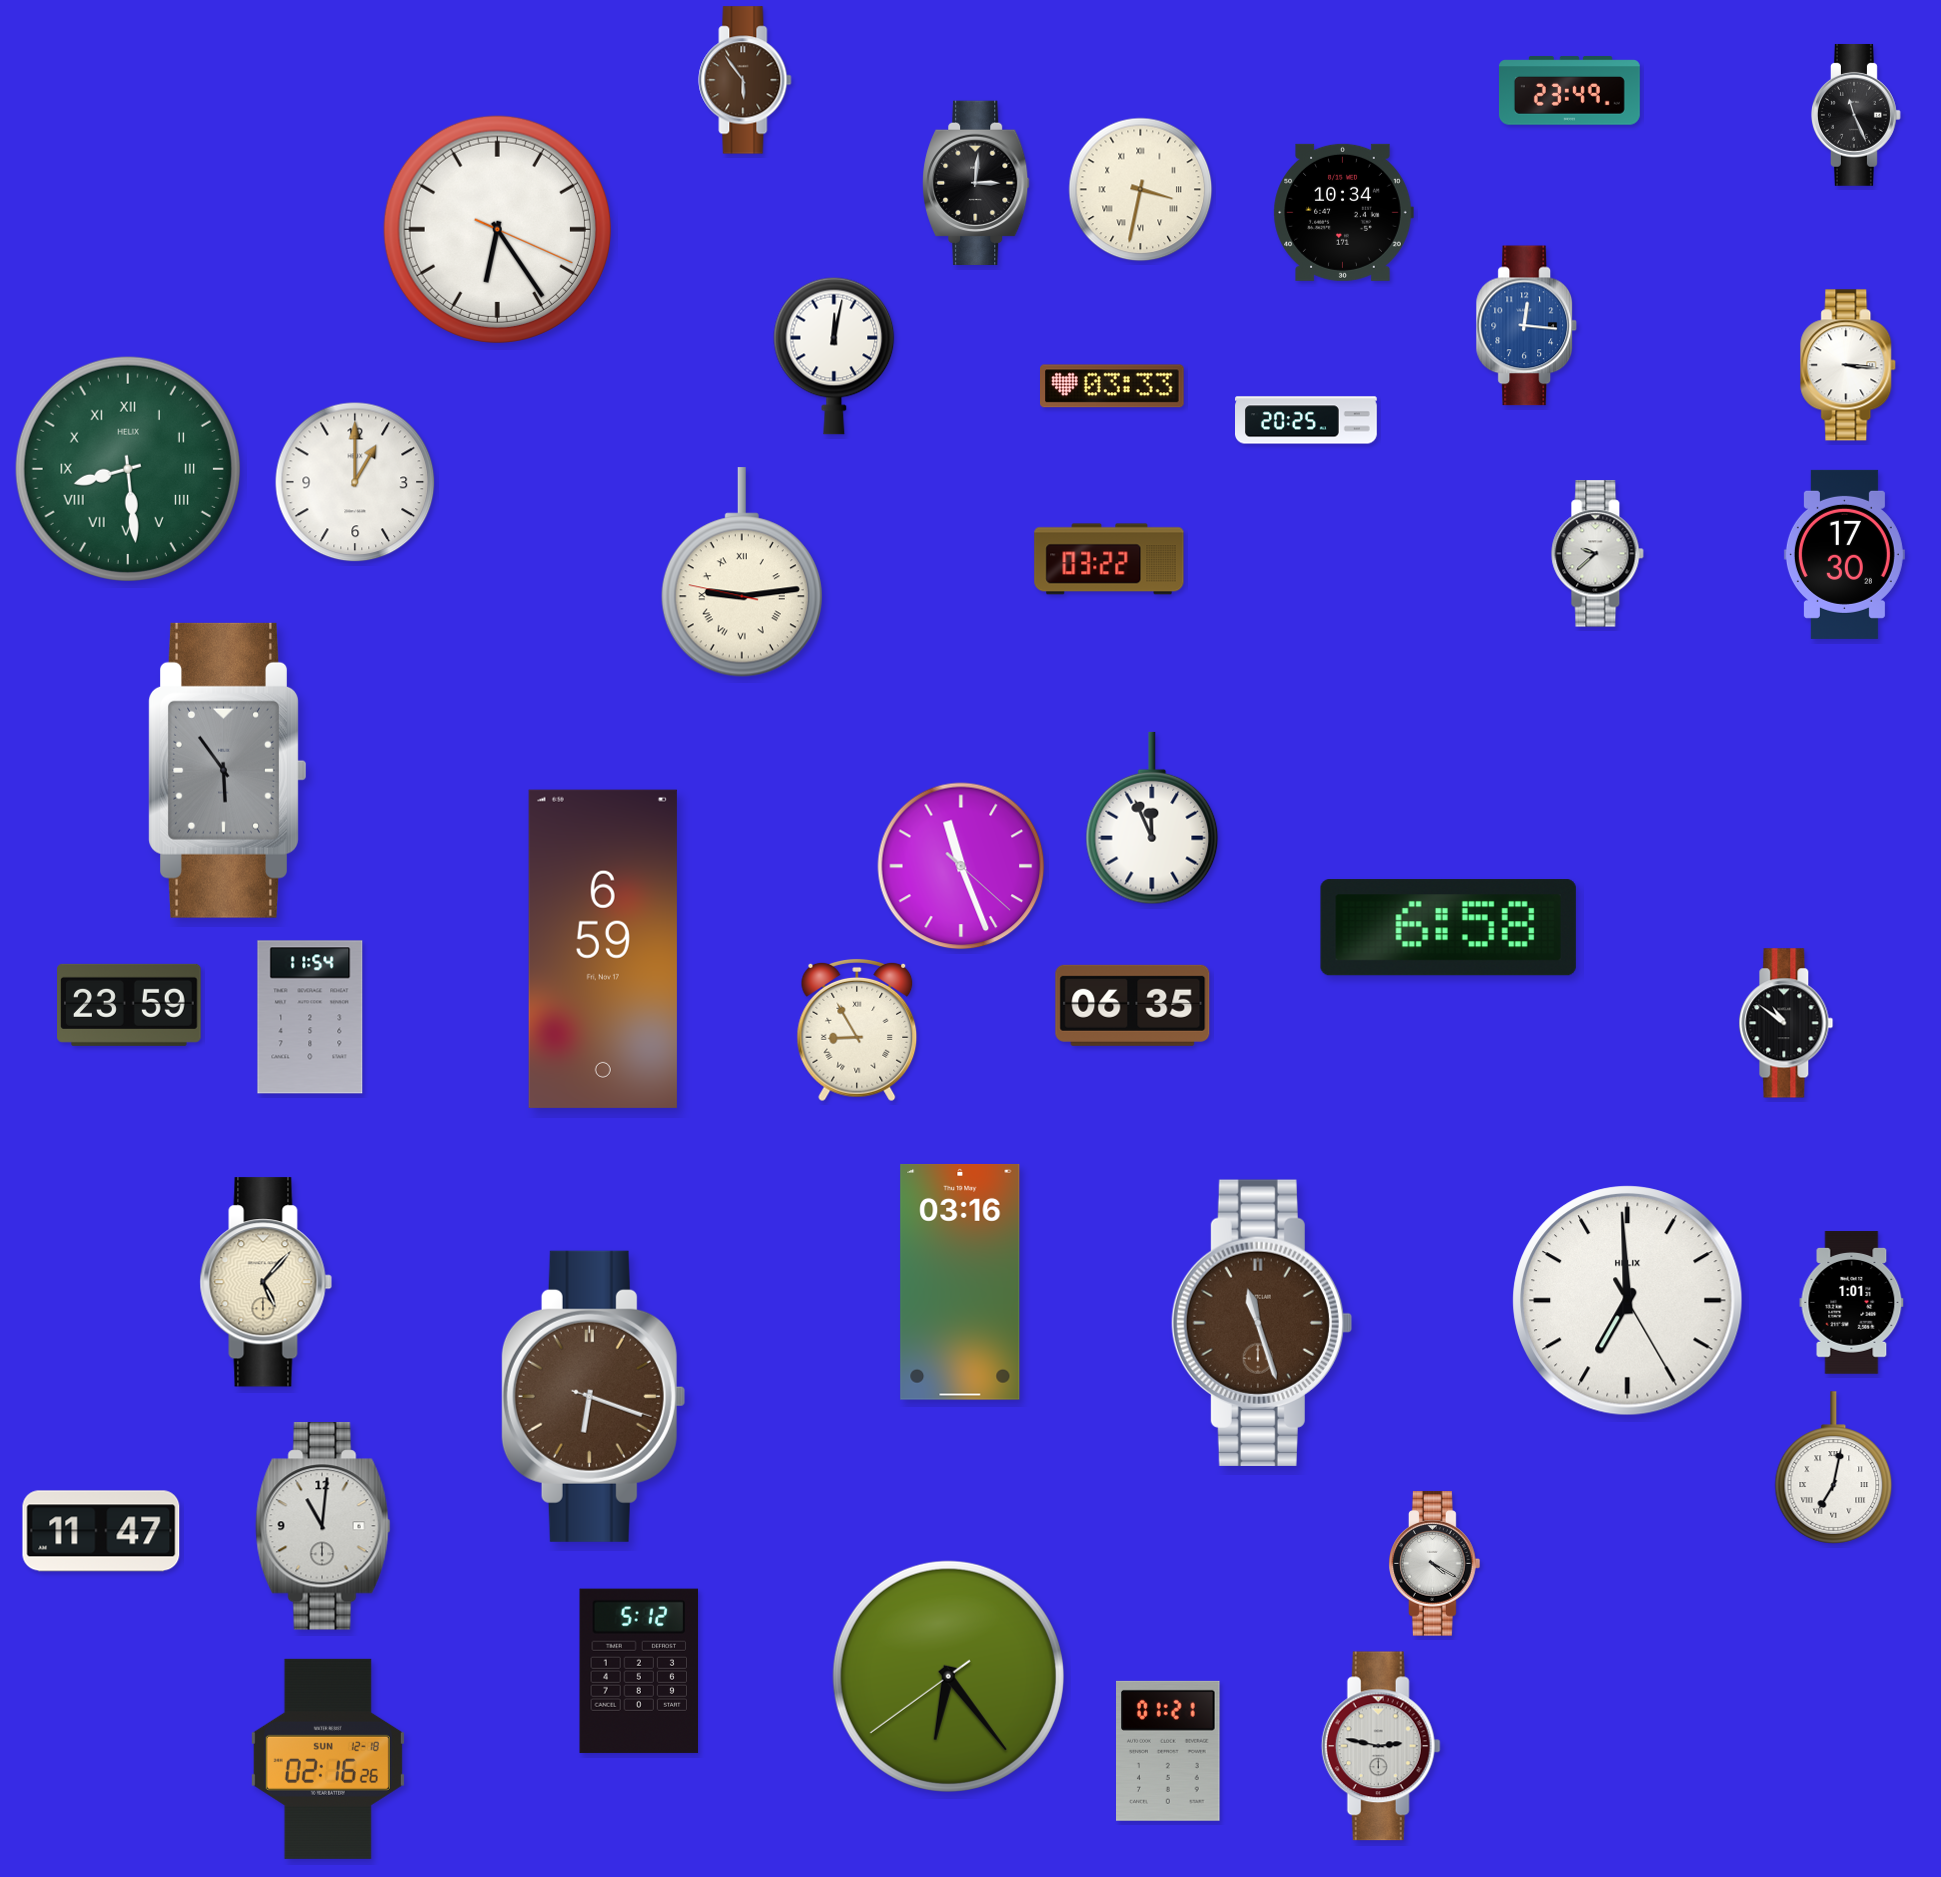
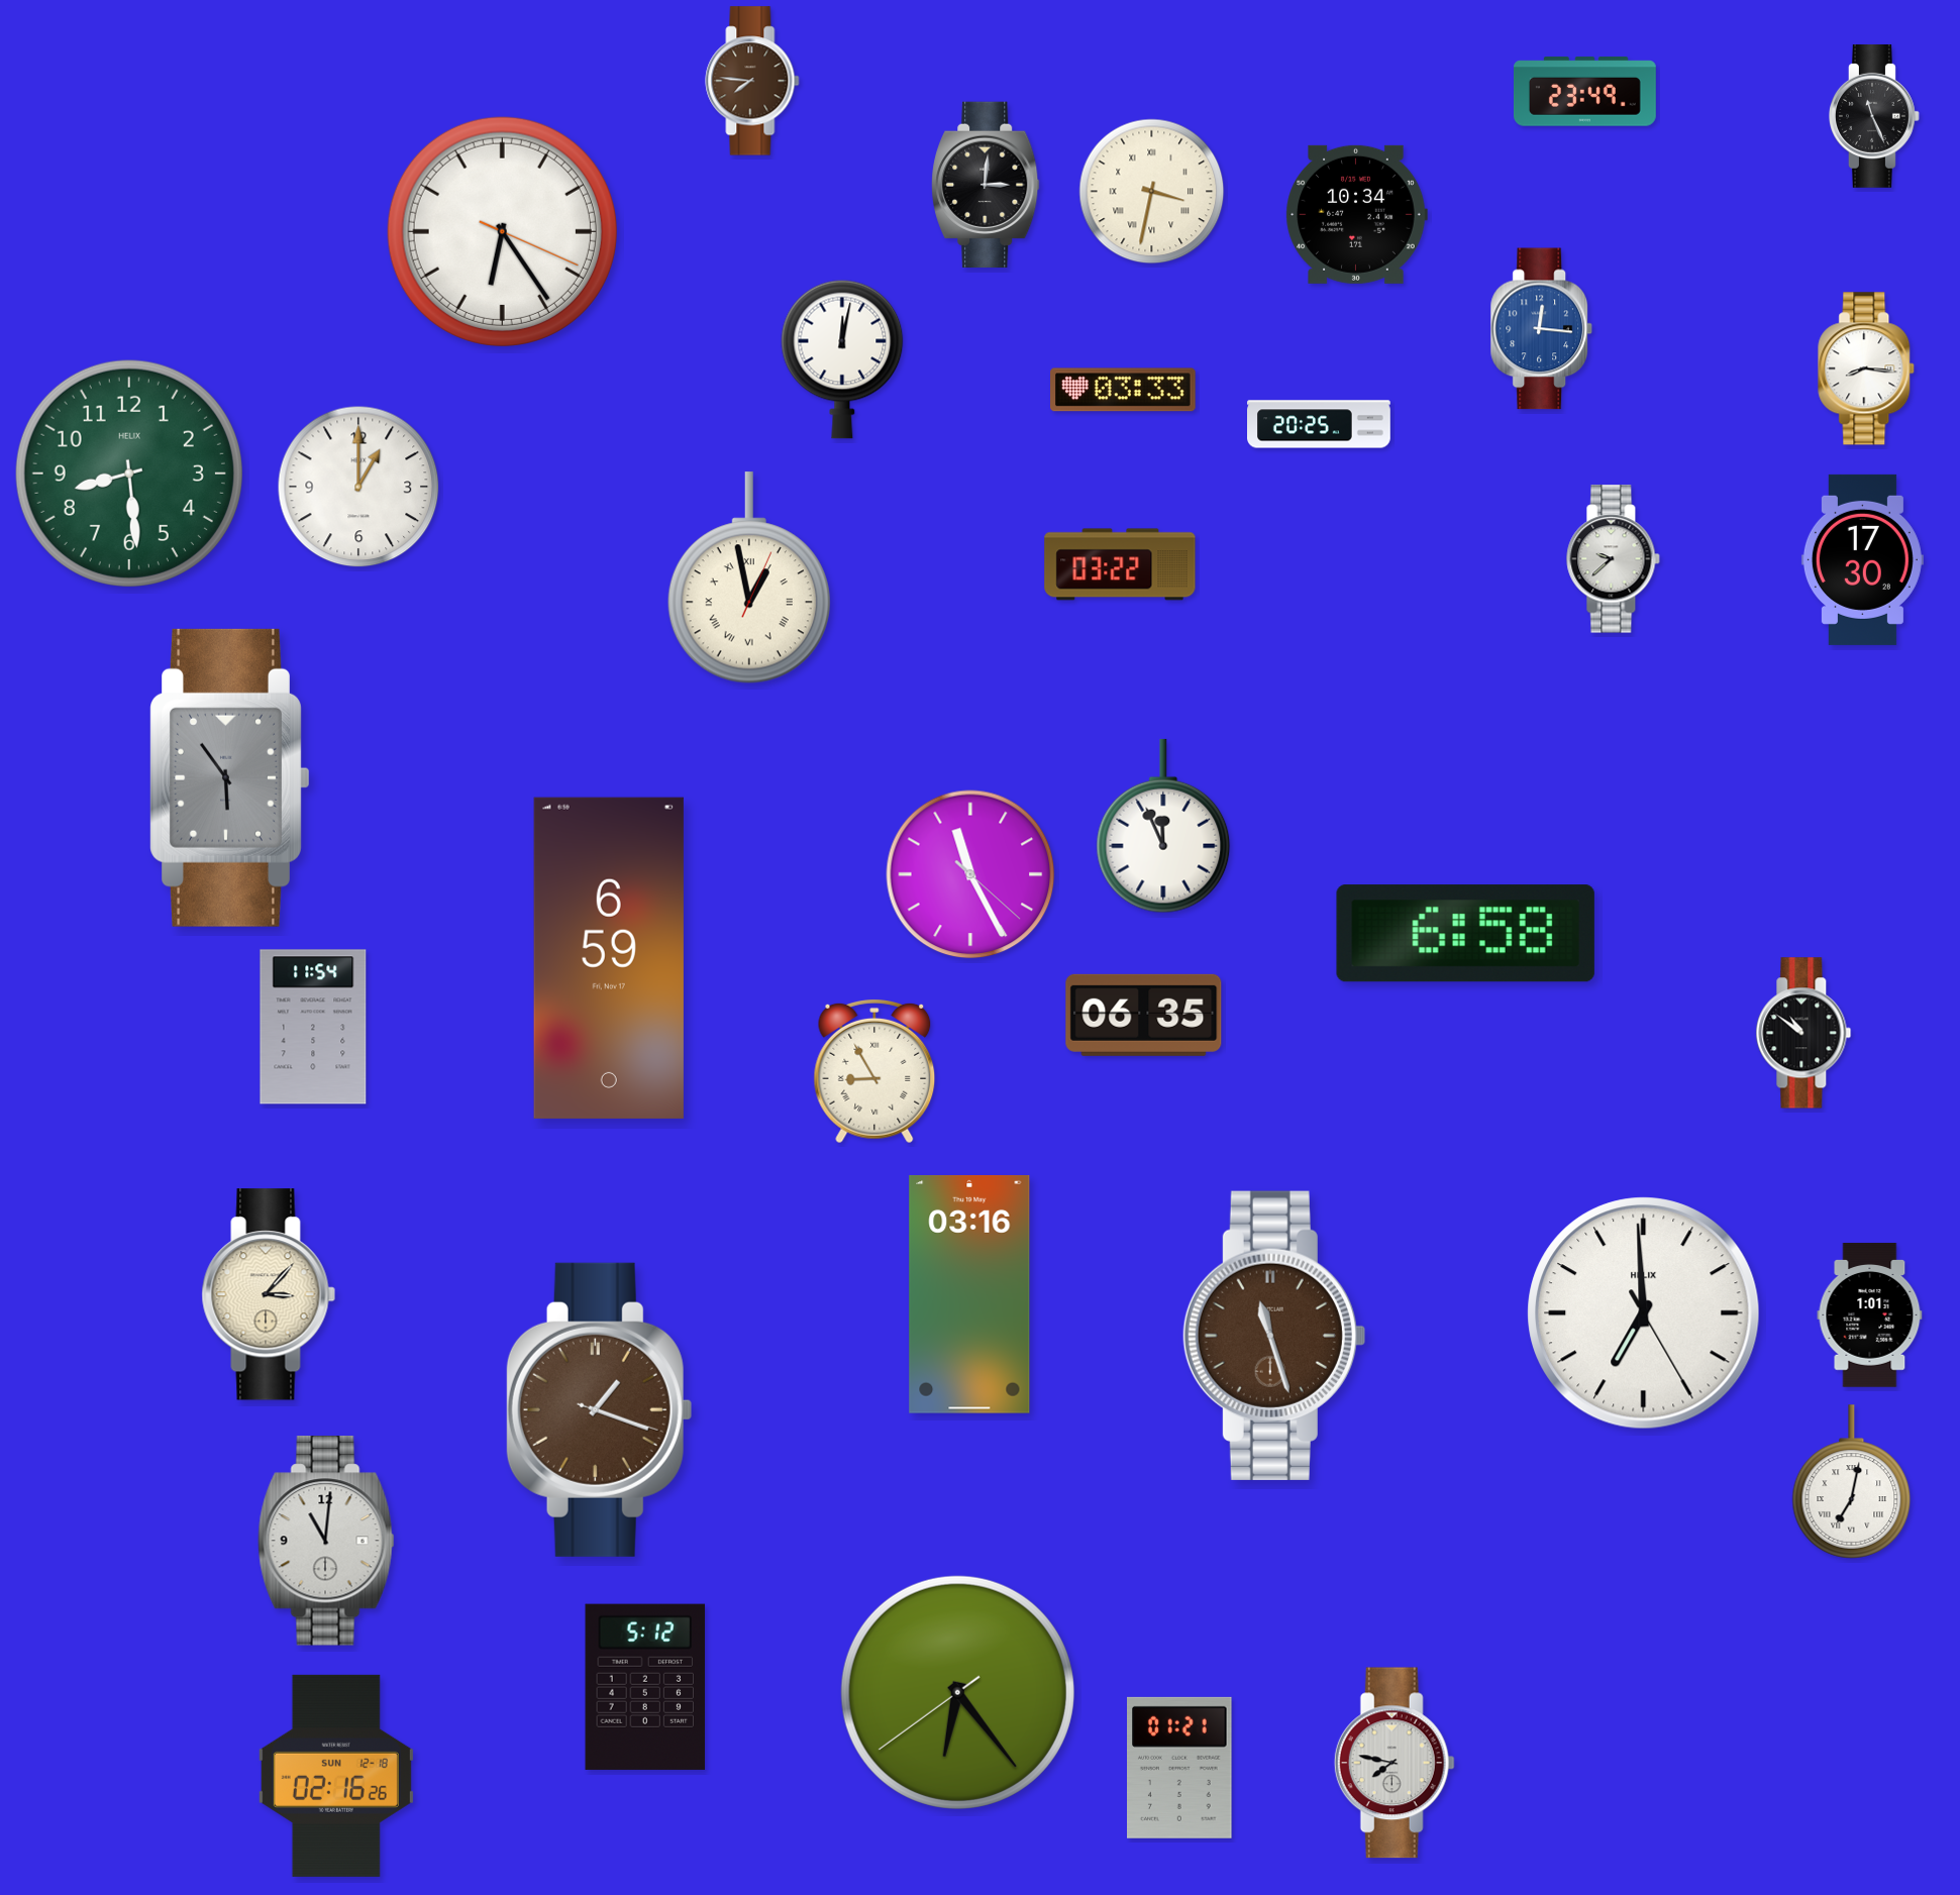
clock at (745, 80): 5:54 -> 7:46
clock at (1849, 365): 3:16 -> 8:16
clock at (128, 469) numerals: Roman -> Arabic
clock at (742, 572): 9:13 -> 12:58
clock at (961, 866): 11:26 -> 11:25
clock at (1448, 928) position: (1448, 928) -> (1465, 934)
clock at (129, 1005): 23:59 -> none
clock at (857, 1030) position: (857, 1030) -> (874, 1071)
clock at (266, 1282): 5:07 -> 3:07
clock at (593, 1396): 6:18 -> 1:18
clock at (101, 1531): 11:47 -> none
clock at (1435, 1564): 4:20 -> none
clock at (1381, 1746): 2:47 -> 7:47
clock at (328, 1759) position: (328, 1759) -> (336, 1776)
